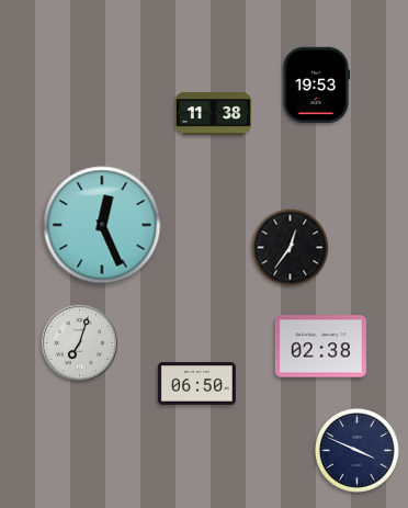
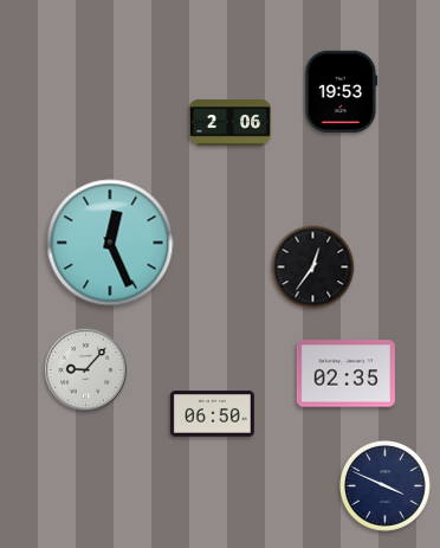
clock at (214, 114): 11:38 -> 2:06
clock at (79, 342): 7:03 -> 9:07
clock at (320, 347): 02:38 -> 02:35
